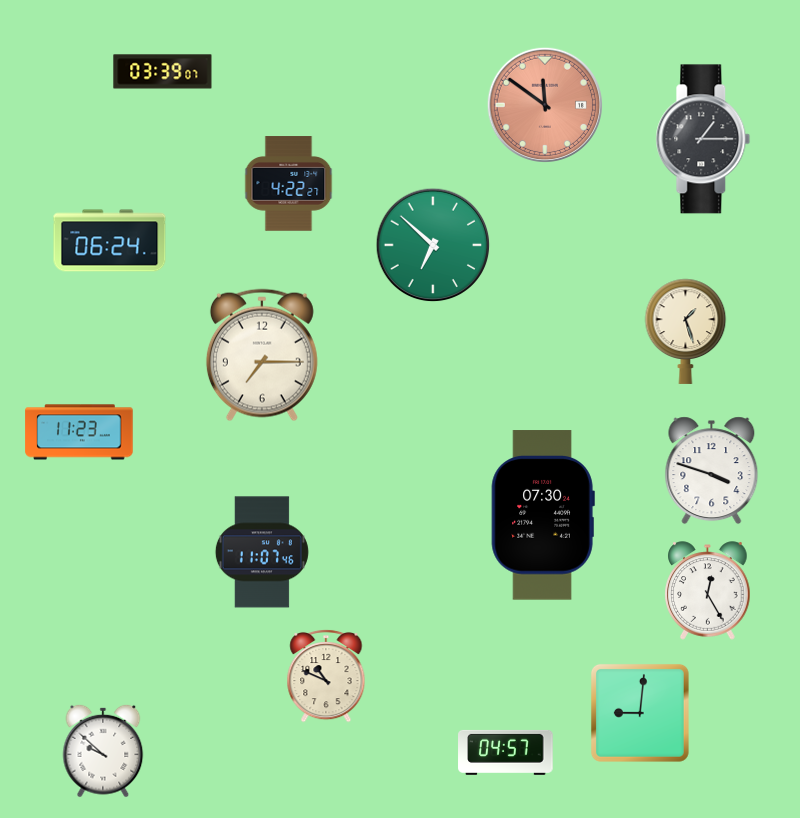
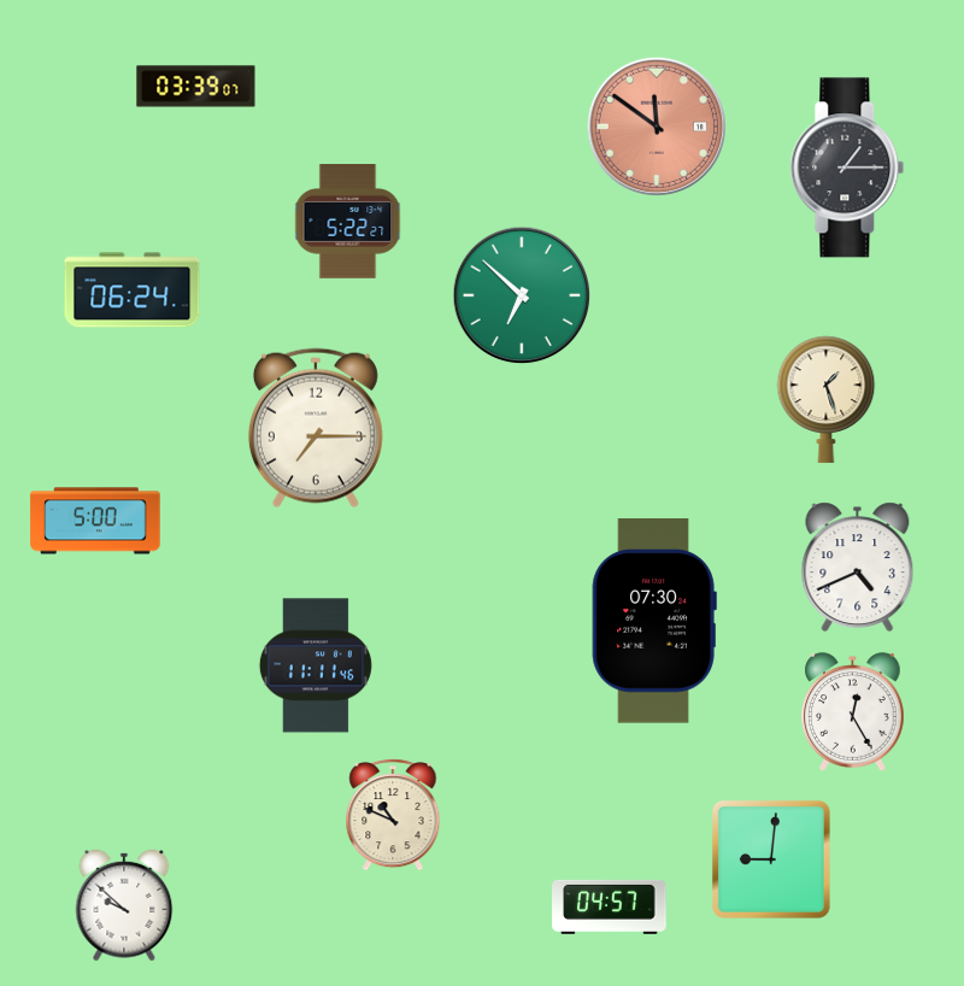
clock at (289, 184): 4:22 -> 5:22
clock at (79, 432): 11:23 -> 5:00
clock at (712, 471): 3:48 -> 4:41
clock at (262, 552): 11:07 -> 11:11
